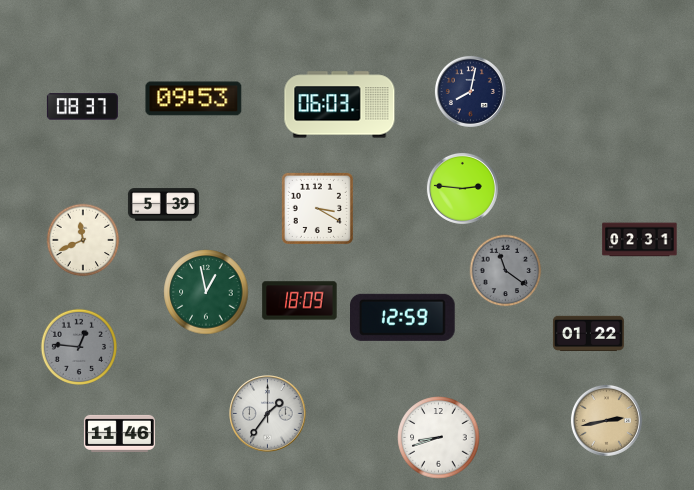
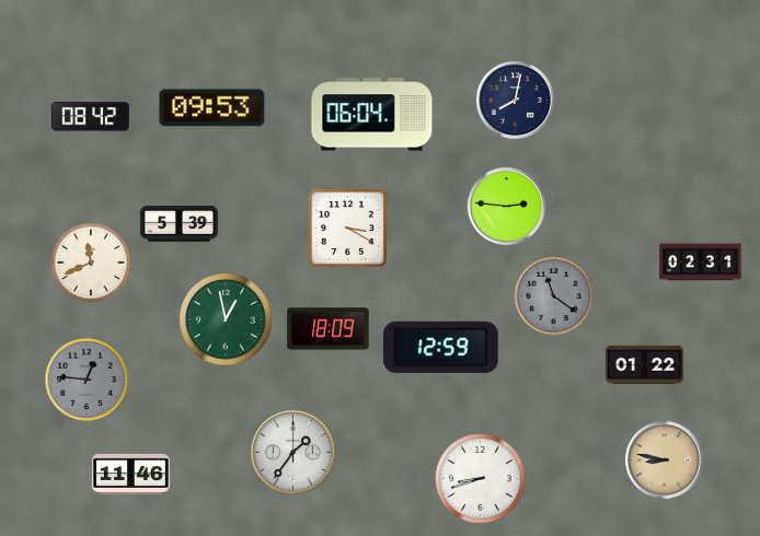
clock at (340, 105): 06:03 -> 06:04
clock at (82, 107): 08:37 -> 08:42
clock at (606, 420): 2:43 -> 8:47
